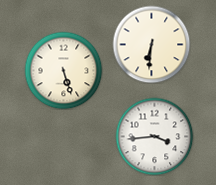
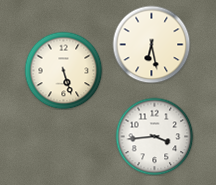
clock at (151, 44): 6:31 -> 6:28
